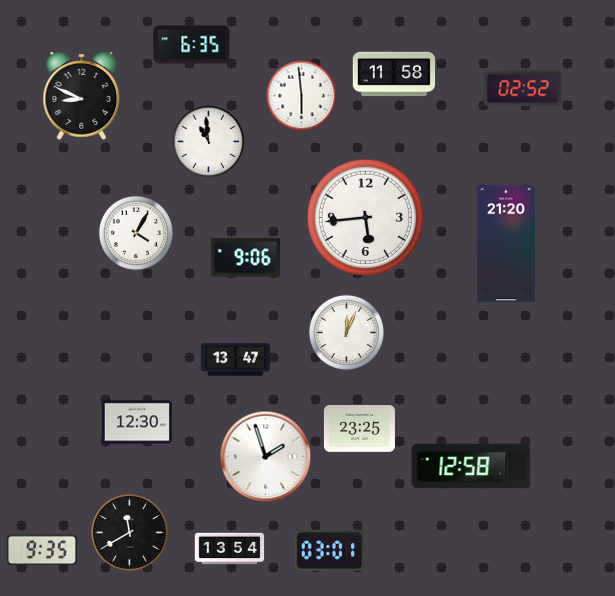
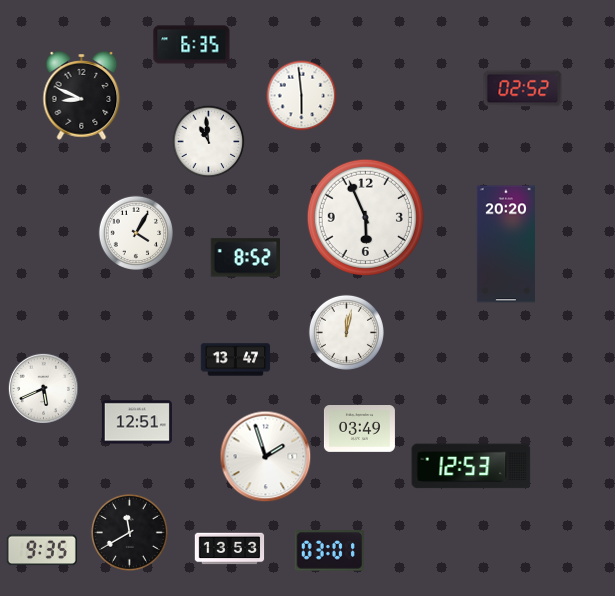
clock at (394, 74): 11:58 -> none
clock at (365, 217): 5:44 -> 5:56
clock at (506, 244): 21:20 -> 20:20
clock at (245, 258): 9:06 -> 8:52
clock at (346, 332): 12:04 -> 12:02
clock at (43, 388): none -> 5:41
clock at (137, 422): 12:30 -> 12:51
clock at (359, 429): 23:25 -> 03:49
clock at (471, 466): 12:58 -> 12:53
clock at (230, 549): 13:54 -> 13:53
